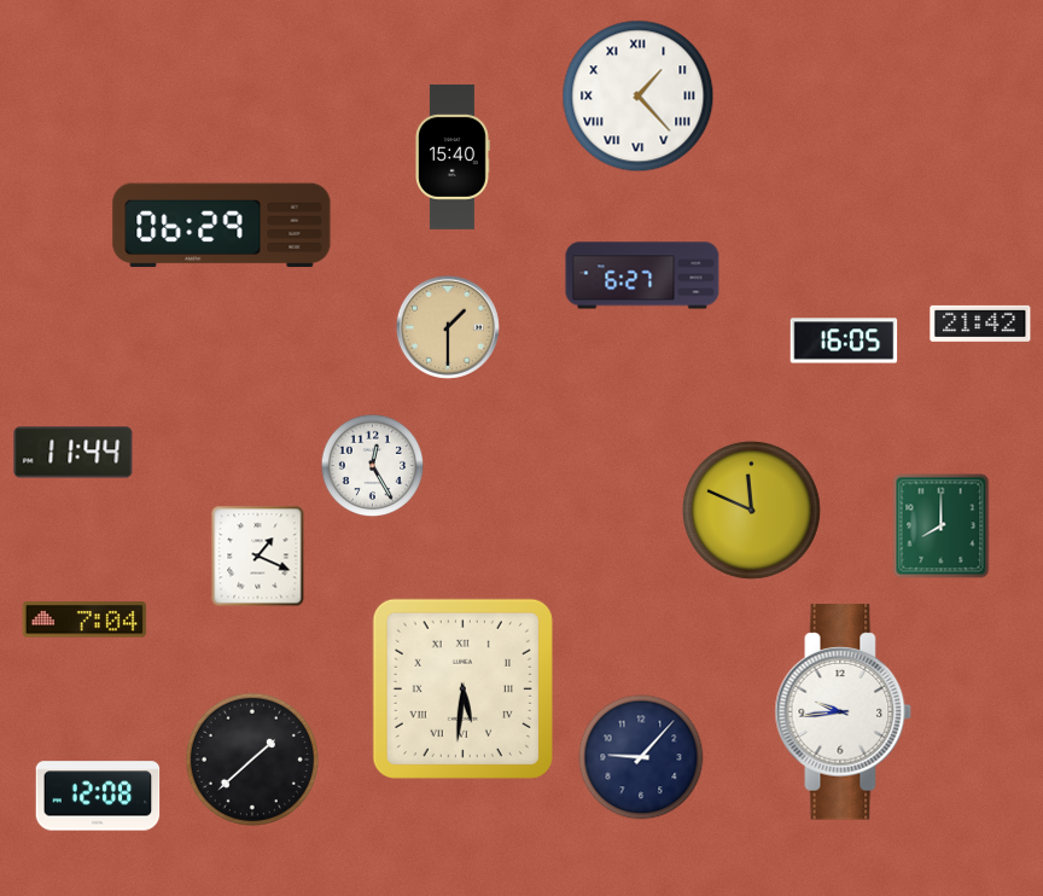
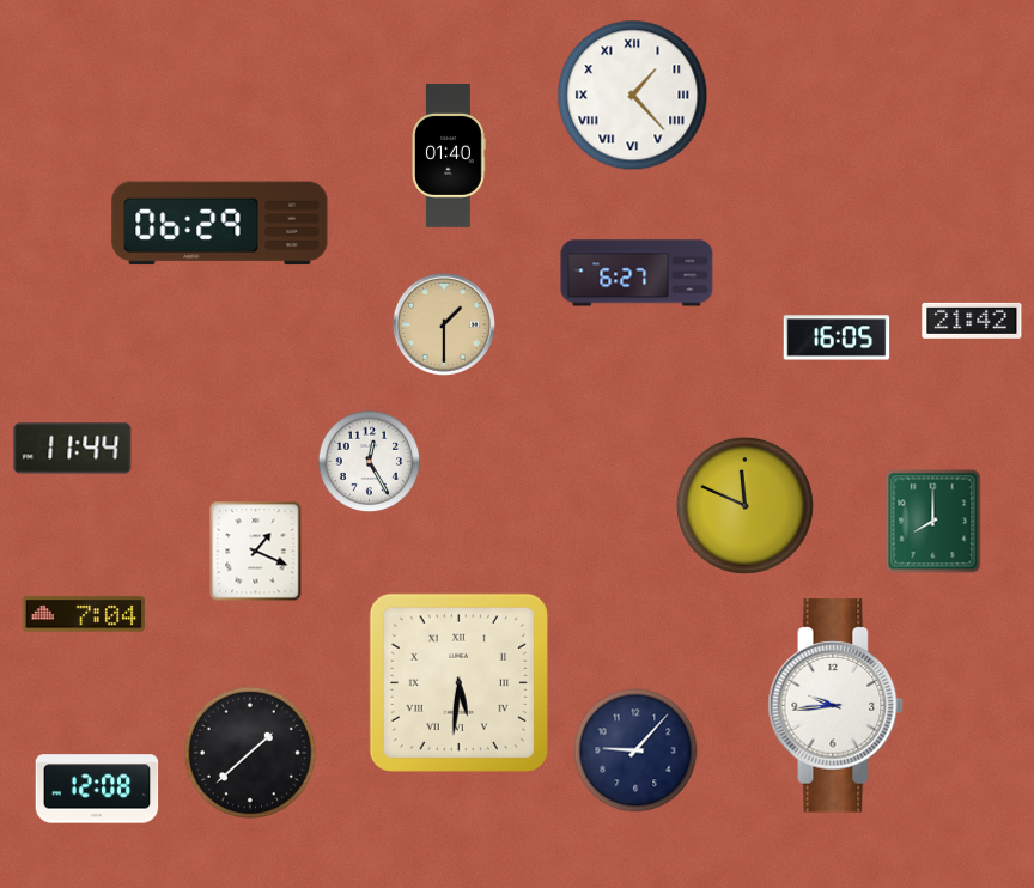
clock at (453, 157): 15:40 -> 01:40
